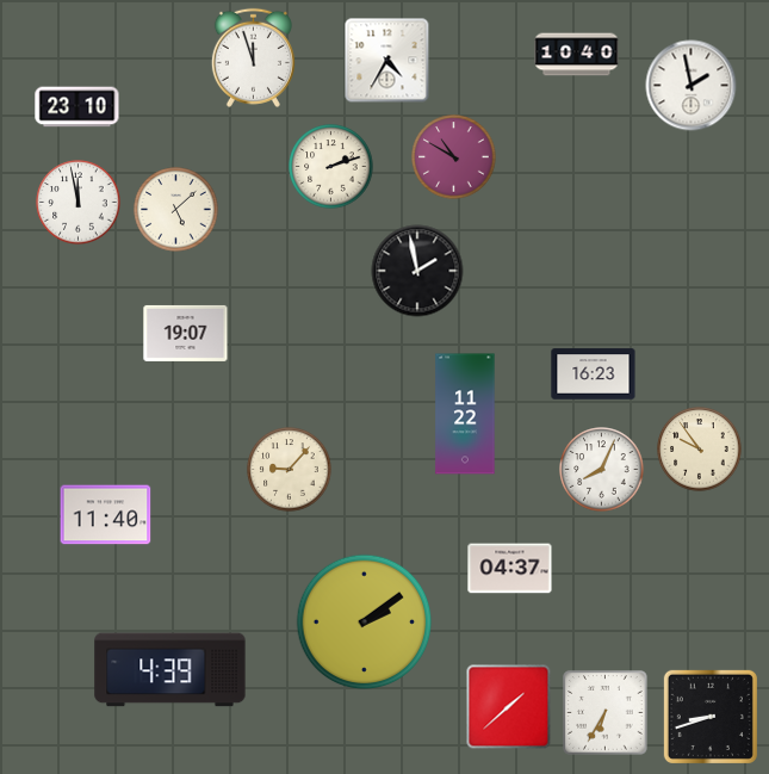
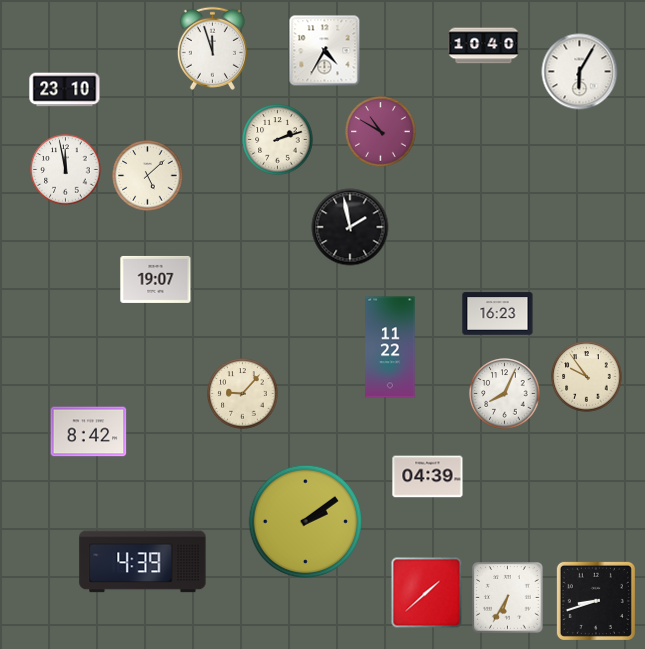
clock at (692, 86): 1:58 -> 6:05
clock at (106, 515): 11:40 -> 8:42
clock at (510, 569): 04:37 -> 04:39
